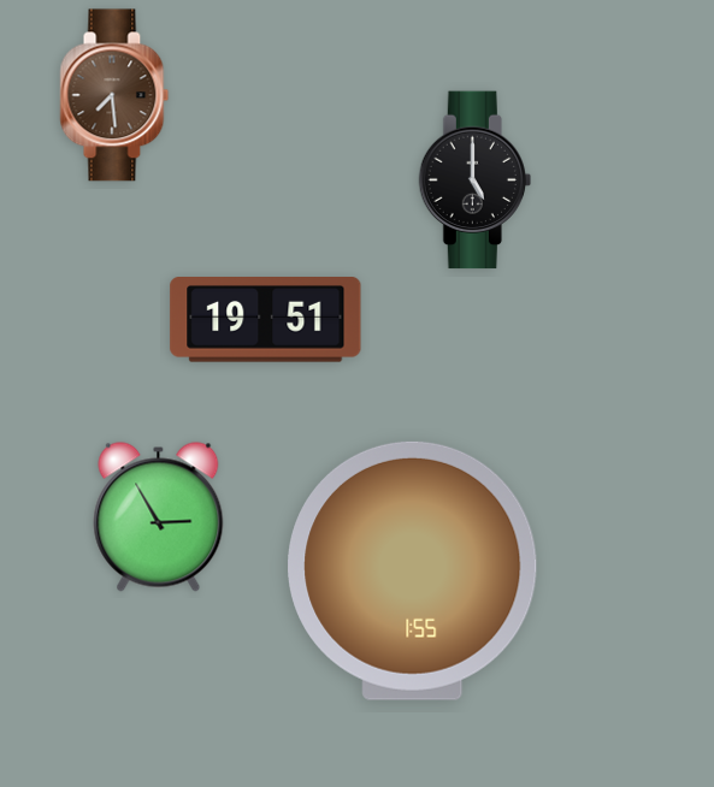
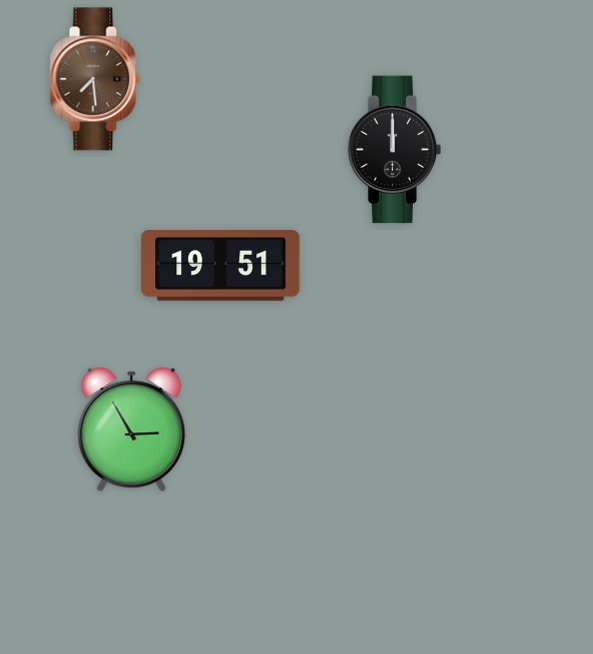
clock at (474, 181): 5:00 -> 12:00
clock at (413, 570): 1:55 -> none
